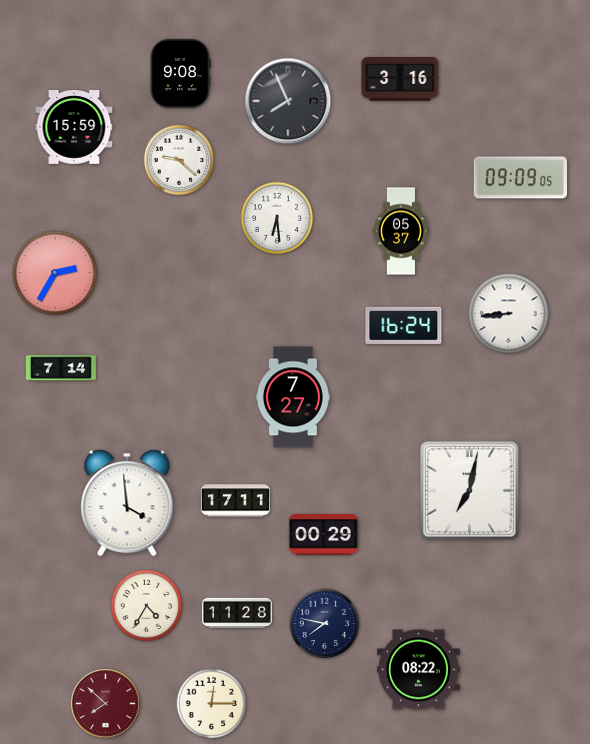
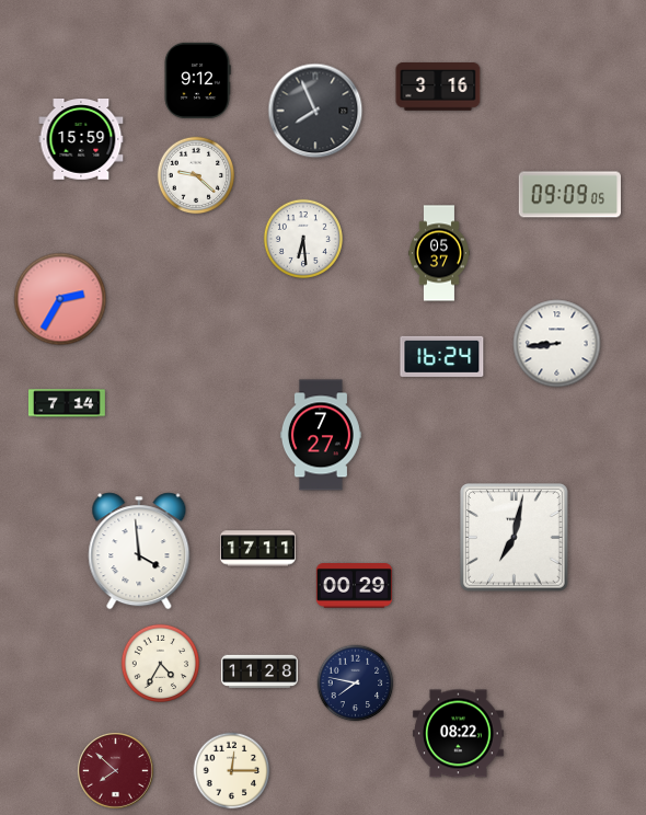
clock at (180, 73): 9:08 -> 9:12
